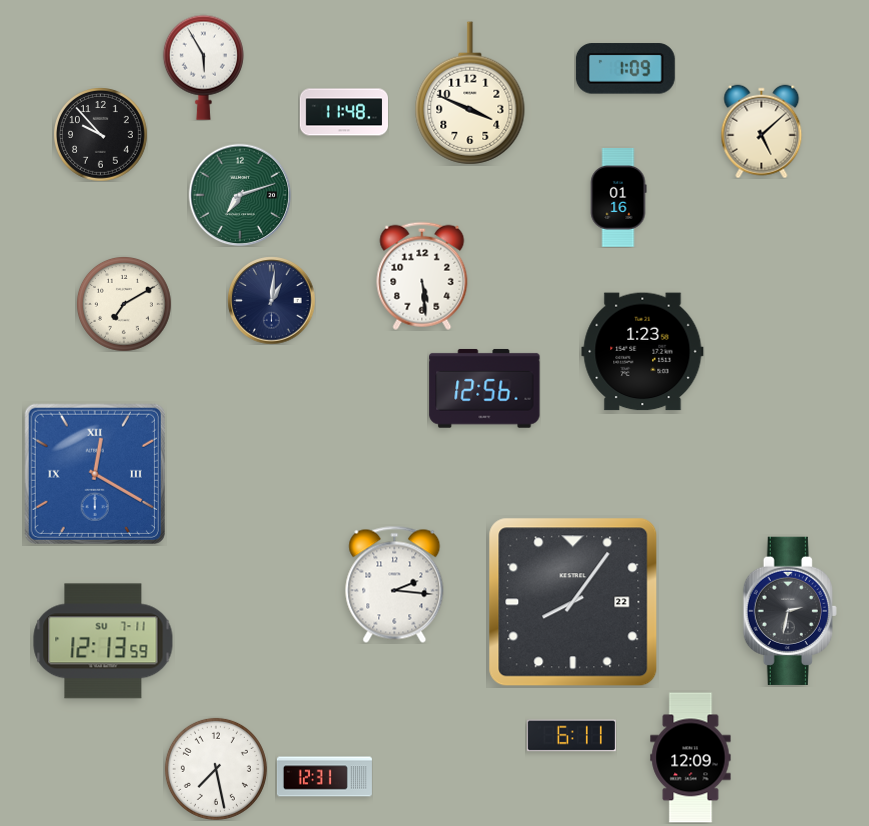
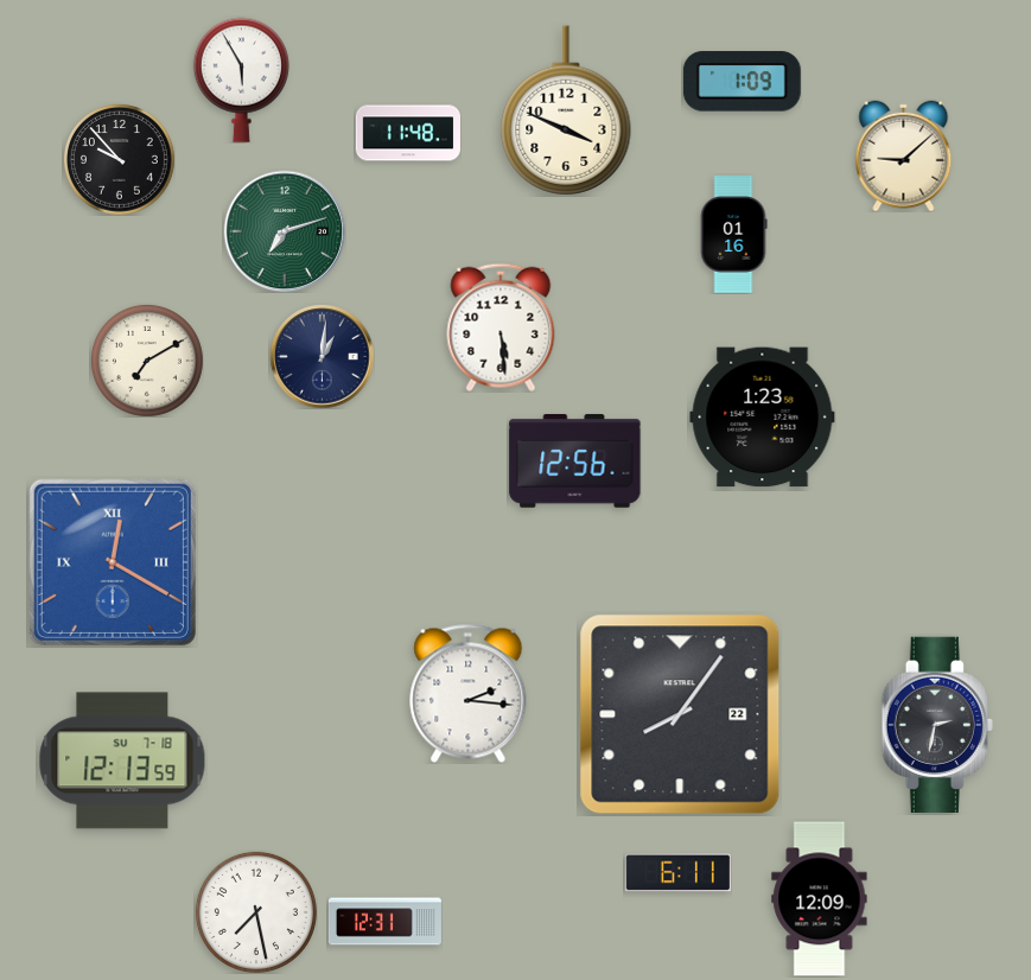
clock at (470, 93) position: (470, 93) -> (566, 110)
clock at (762, 131): 5:08 -> 9:08
clock at (103, 641) date: SU 7-11 -> SU 7-18
